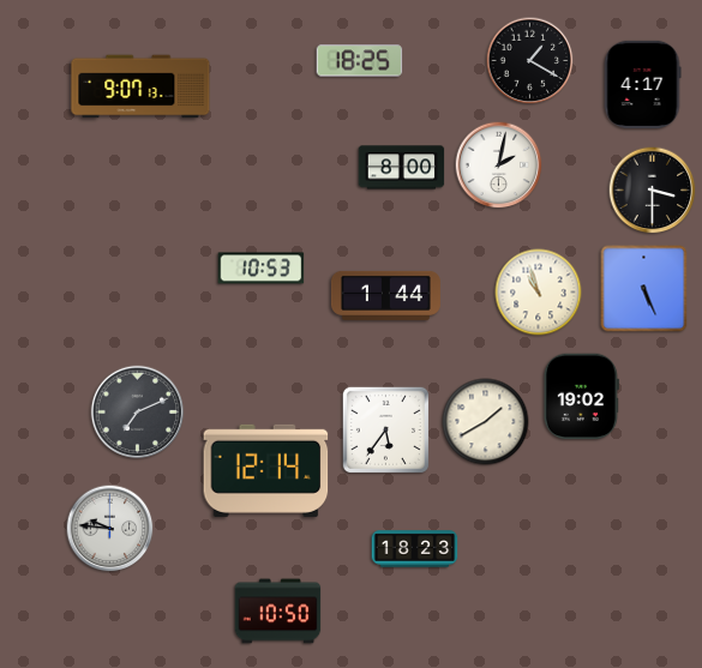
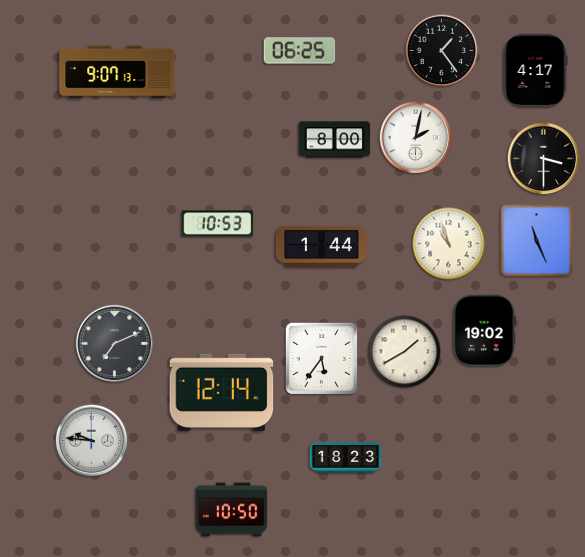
clock at (360, 61): 18:25 -> 06:25
clock at (530, 61): 1:20 -> 1:24
clock at (644, 289): 5:26 -> 11:26
